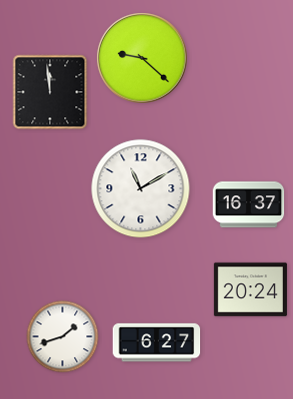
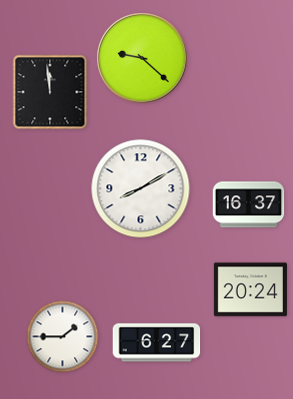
clock at (141, 189): 11:10 -> 8:10
clock at (63, 337): 1:42 -> 1:45
